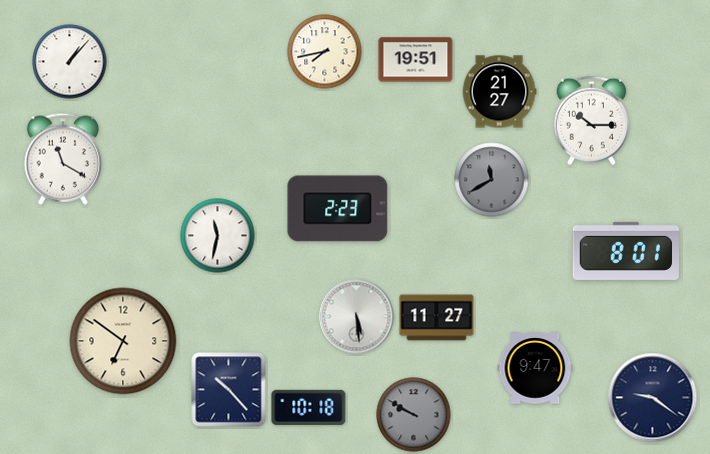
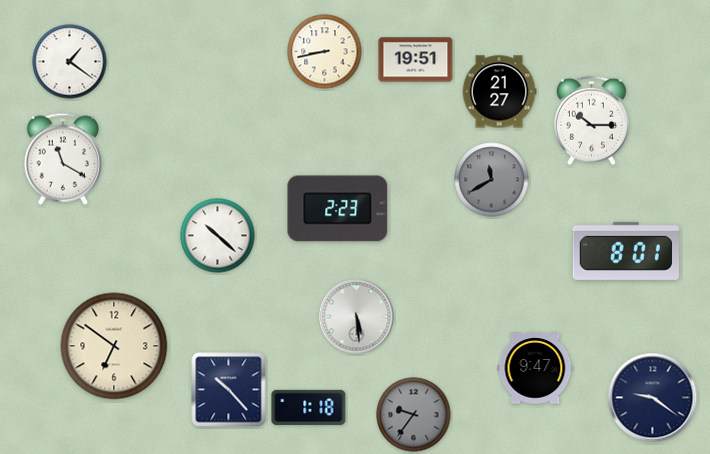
clock at (325, 52): 7:43 -> 8:43
clock at (70, 62): 1:07 -> 1:21
clock at (218, 236): 11:32 -> 10:22
clock at (437, 318): 11:27 -> none
clock at (123, 341) position: (123, 341) -> (114, 346)
clock at (309, 407): 10:18 -> 1:18
clock at (414, 415): 9:50 -> 9:36
